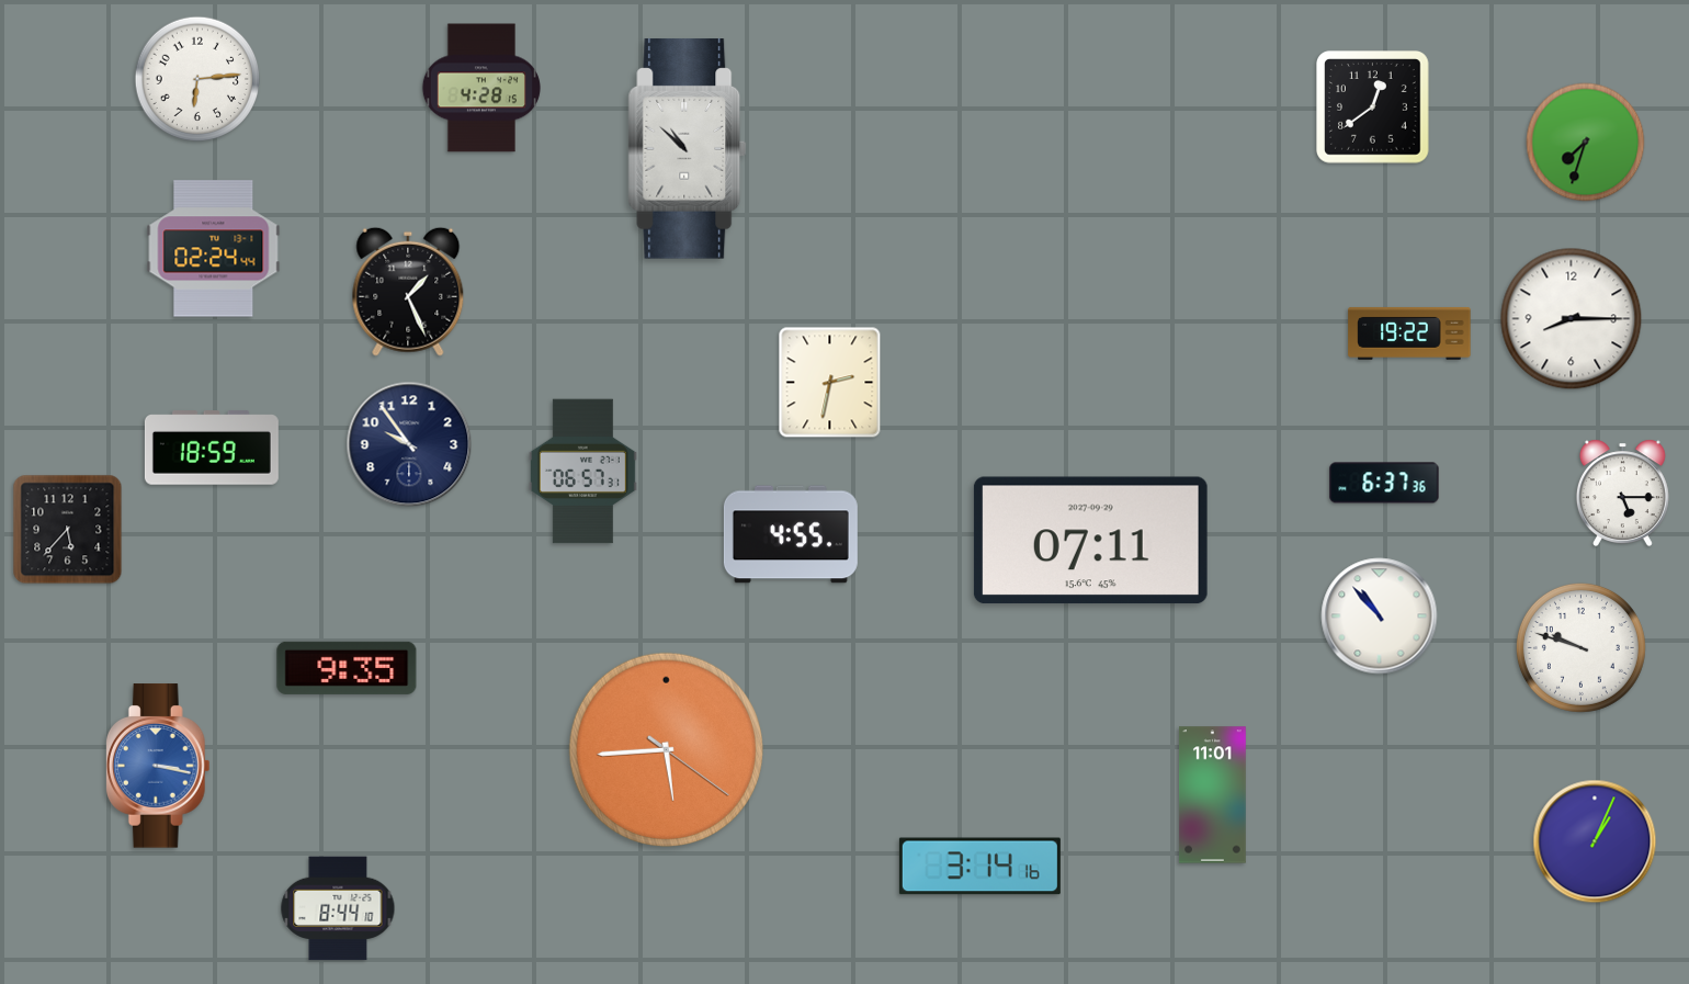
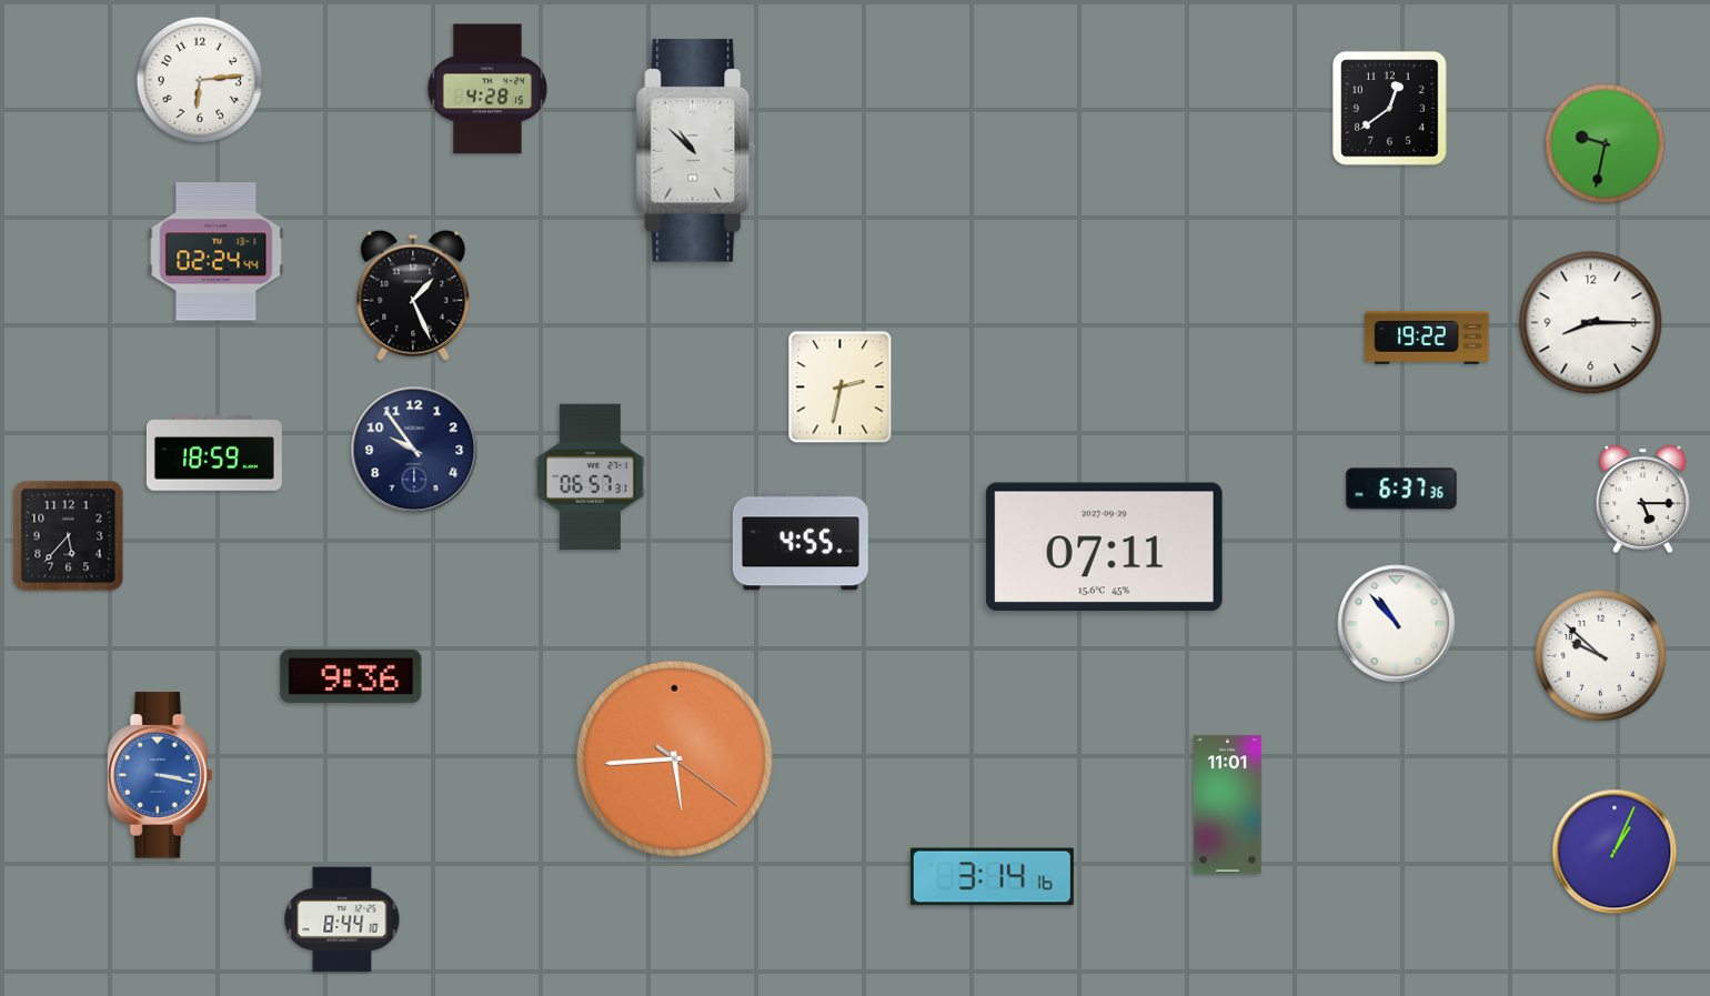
clock at (1586, 143): 7:33 -> 9:32
clock at (1580, 647): 9:48 -> 9:52
clock at (347, 668): 9:35 -> 9:36
